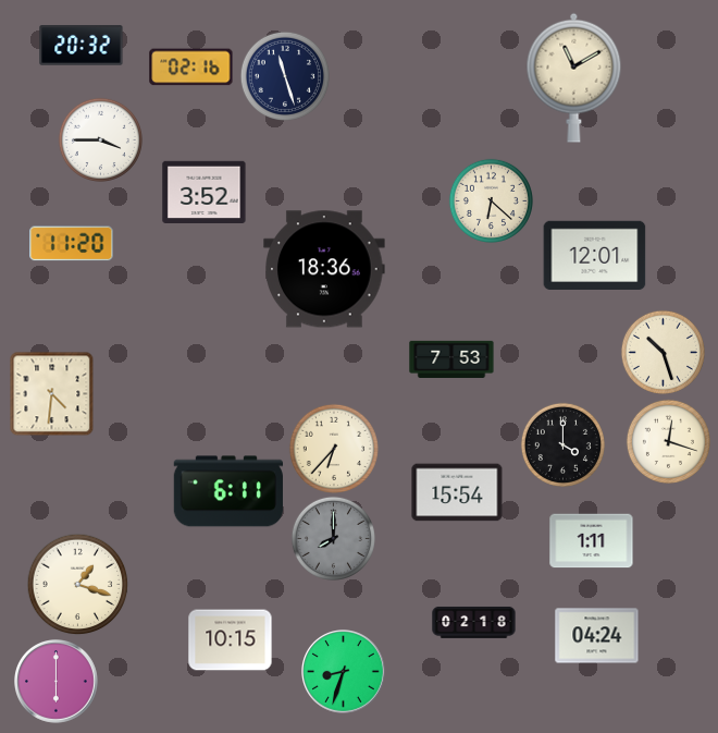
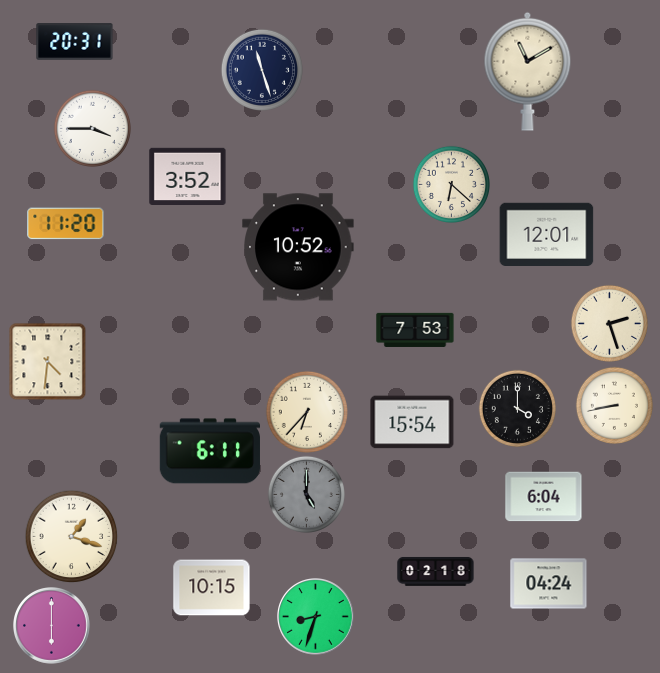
clock at (82, 46): 20:32 -> 20:31
clock at (191, 68): 02:16 -> none
clock at (324, 269): 18:36 -> 10:52
clock at (663, 352): 10:27 -> 2:27
clock at (668, 441): 12:18 -> 8:43
clock at (457, 492) position: (457, 492) -> (412, 422)
clock at (333, 538): 8:00 -> 5:00
clock at (592, 541): 1:11 -> 6:04
